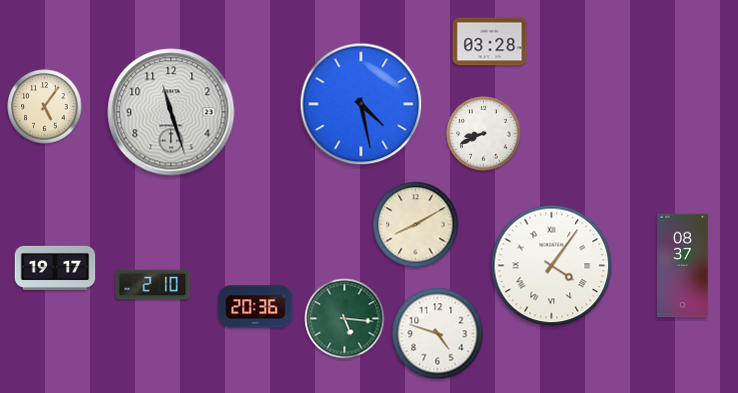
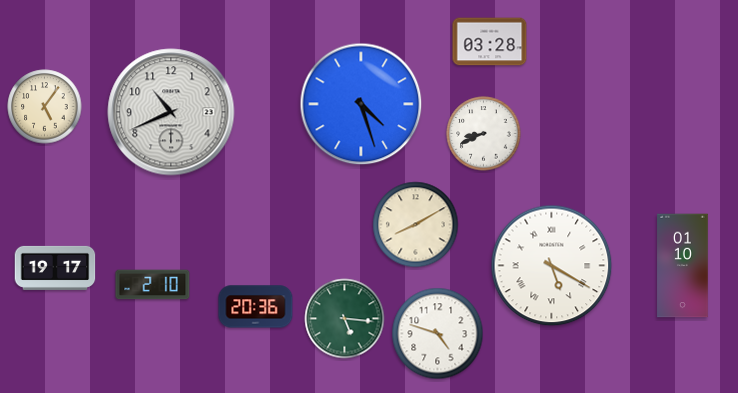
clock at (361, 104): 4:28 -> 4:27
clock at (171, 112): 11:27 -> 10:41
clock at (552, 266): 4:06 -> 5:20
clock at (683, 266): 08:37 -> 01:10
